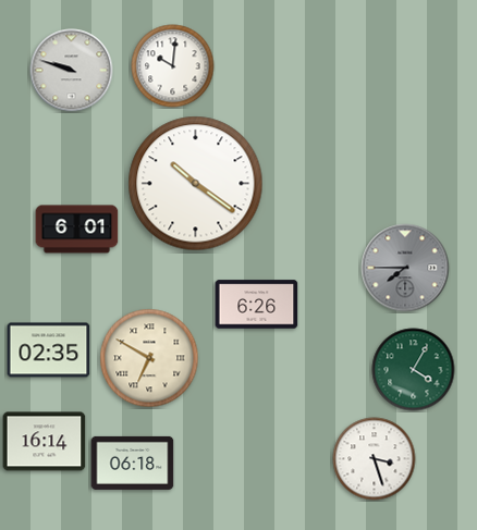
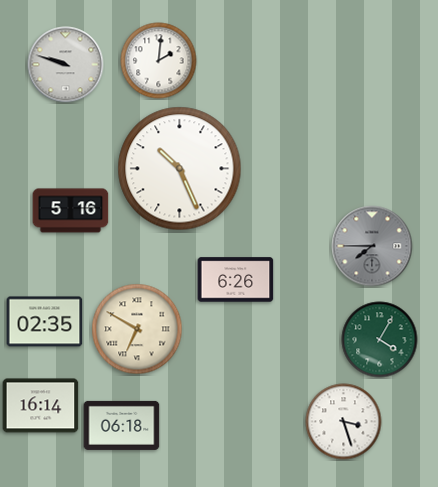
clock at (173, 66): 10:01 -> 2:01
clock at (196, 184): 10:21 -> 10:26
clock at (77, 230): 6:01 -> 5:16
